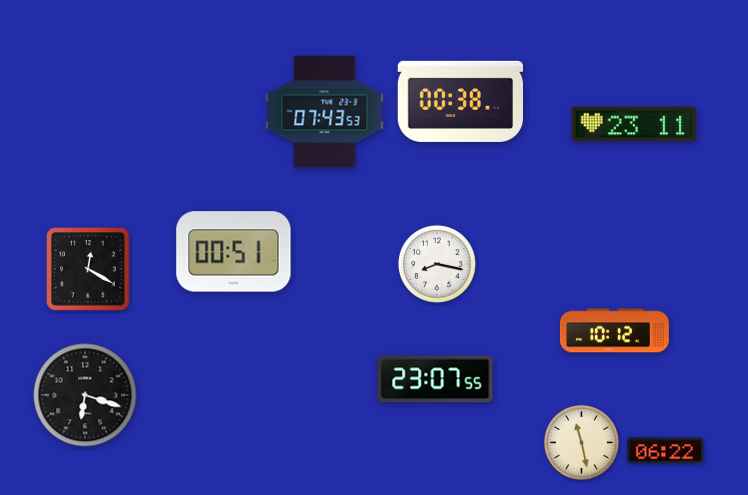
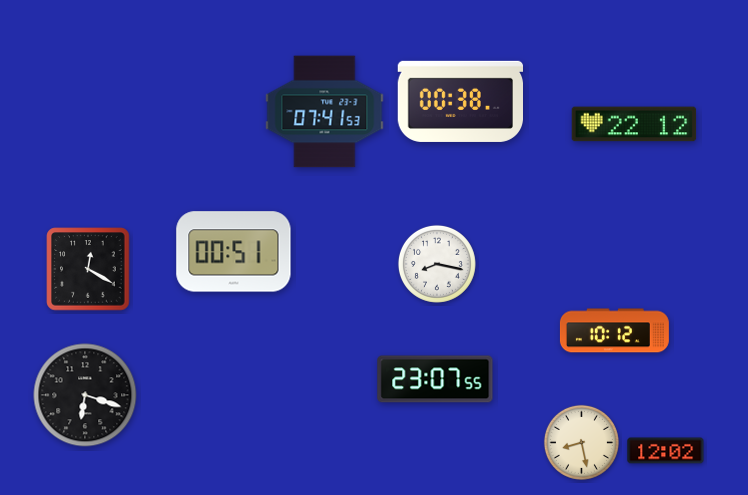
clock at (325, 112): 07:43 -> 07:41
clock at (634, 124): 23:11 -> 22:12
clock at (581, 442): 11:28 -> 8:28
clock at (666, 451): 06:22 -> 12:02
